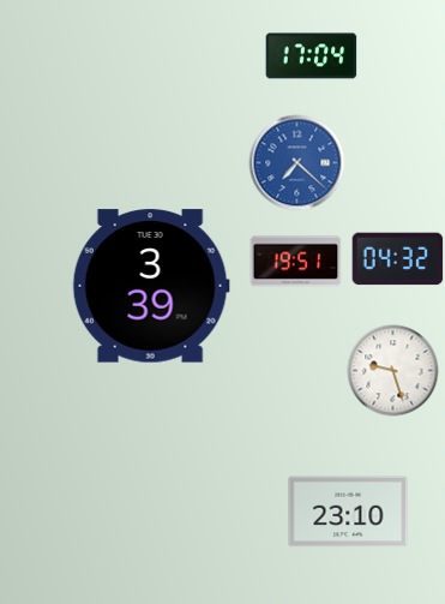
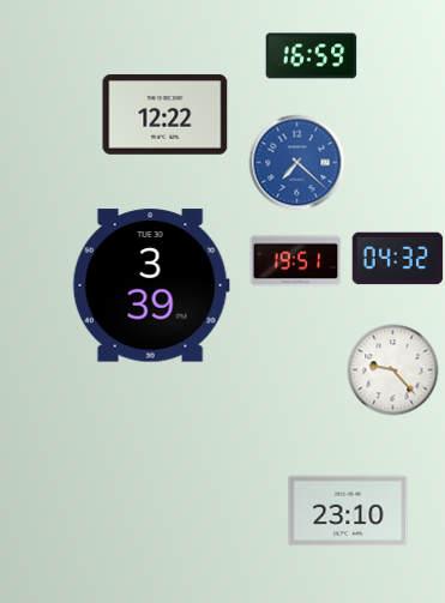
clock at (312, 56): 17:04 -> 16:59
clock at (166, 115): none -> 12:22
clock at (393, 371): 9:27 -> 9:23
